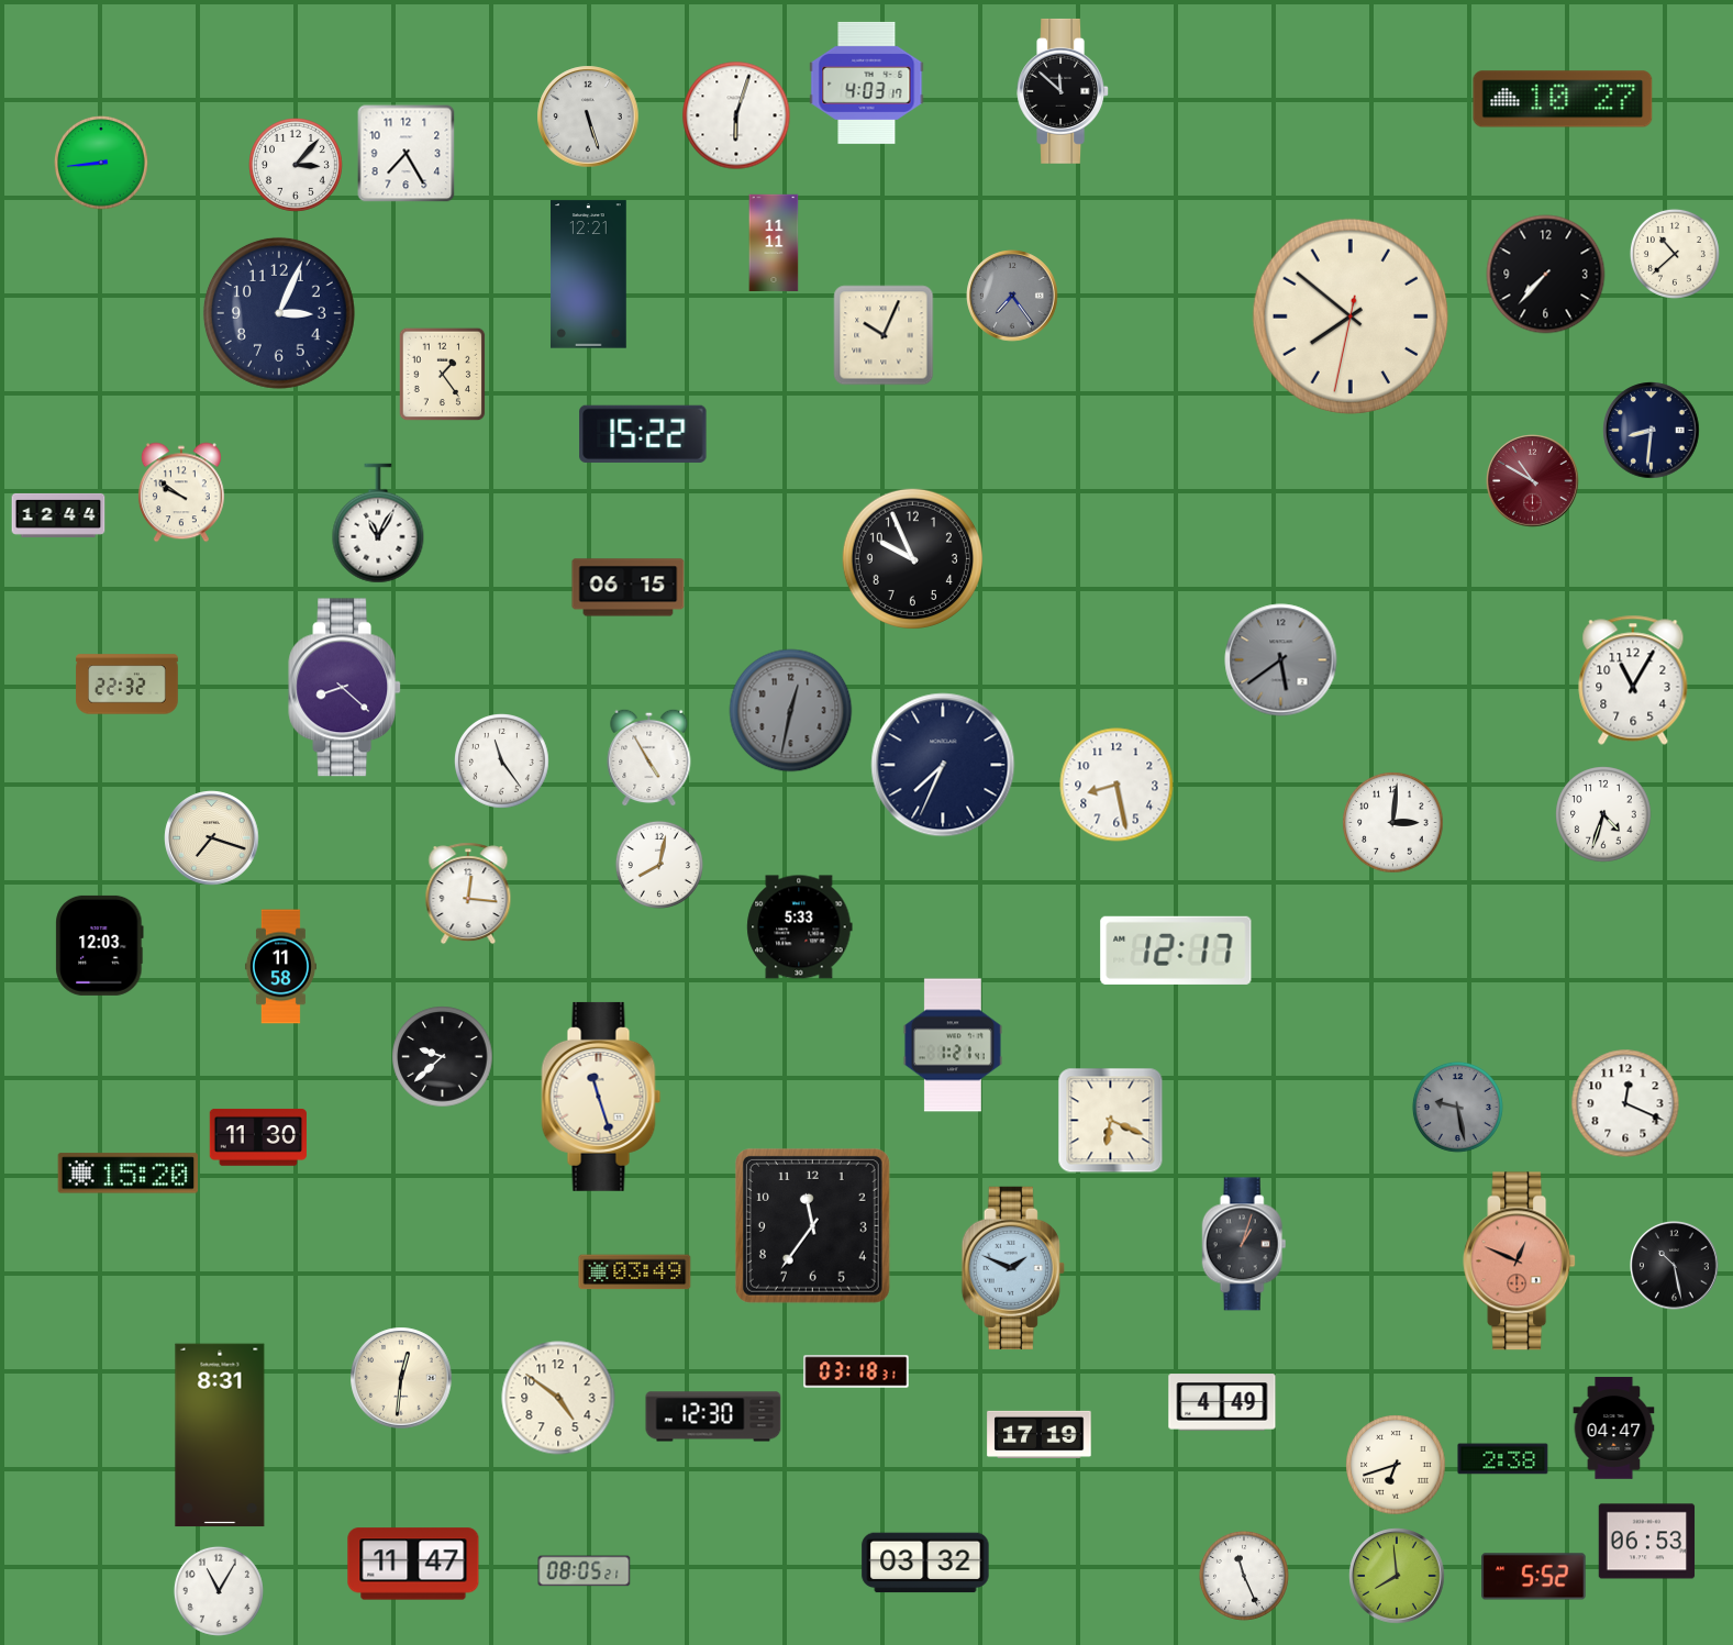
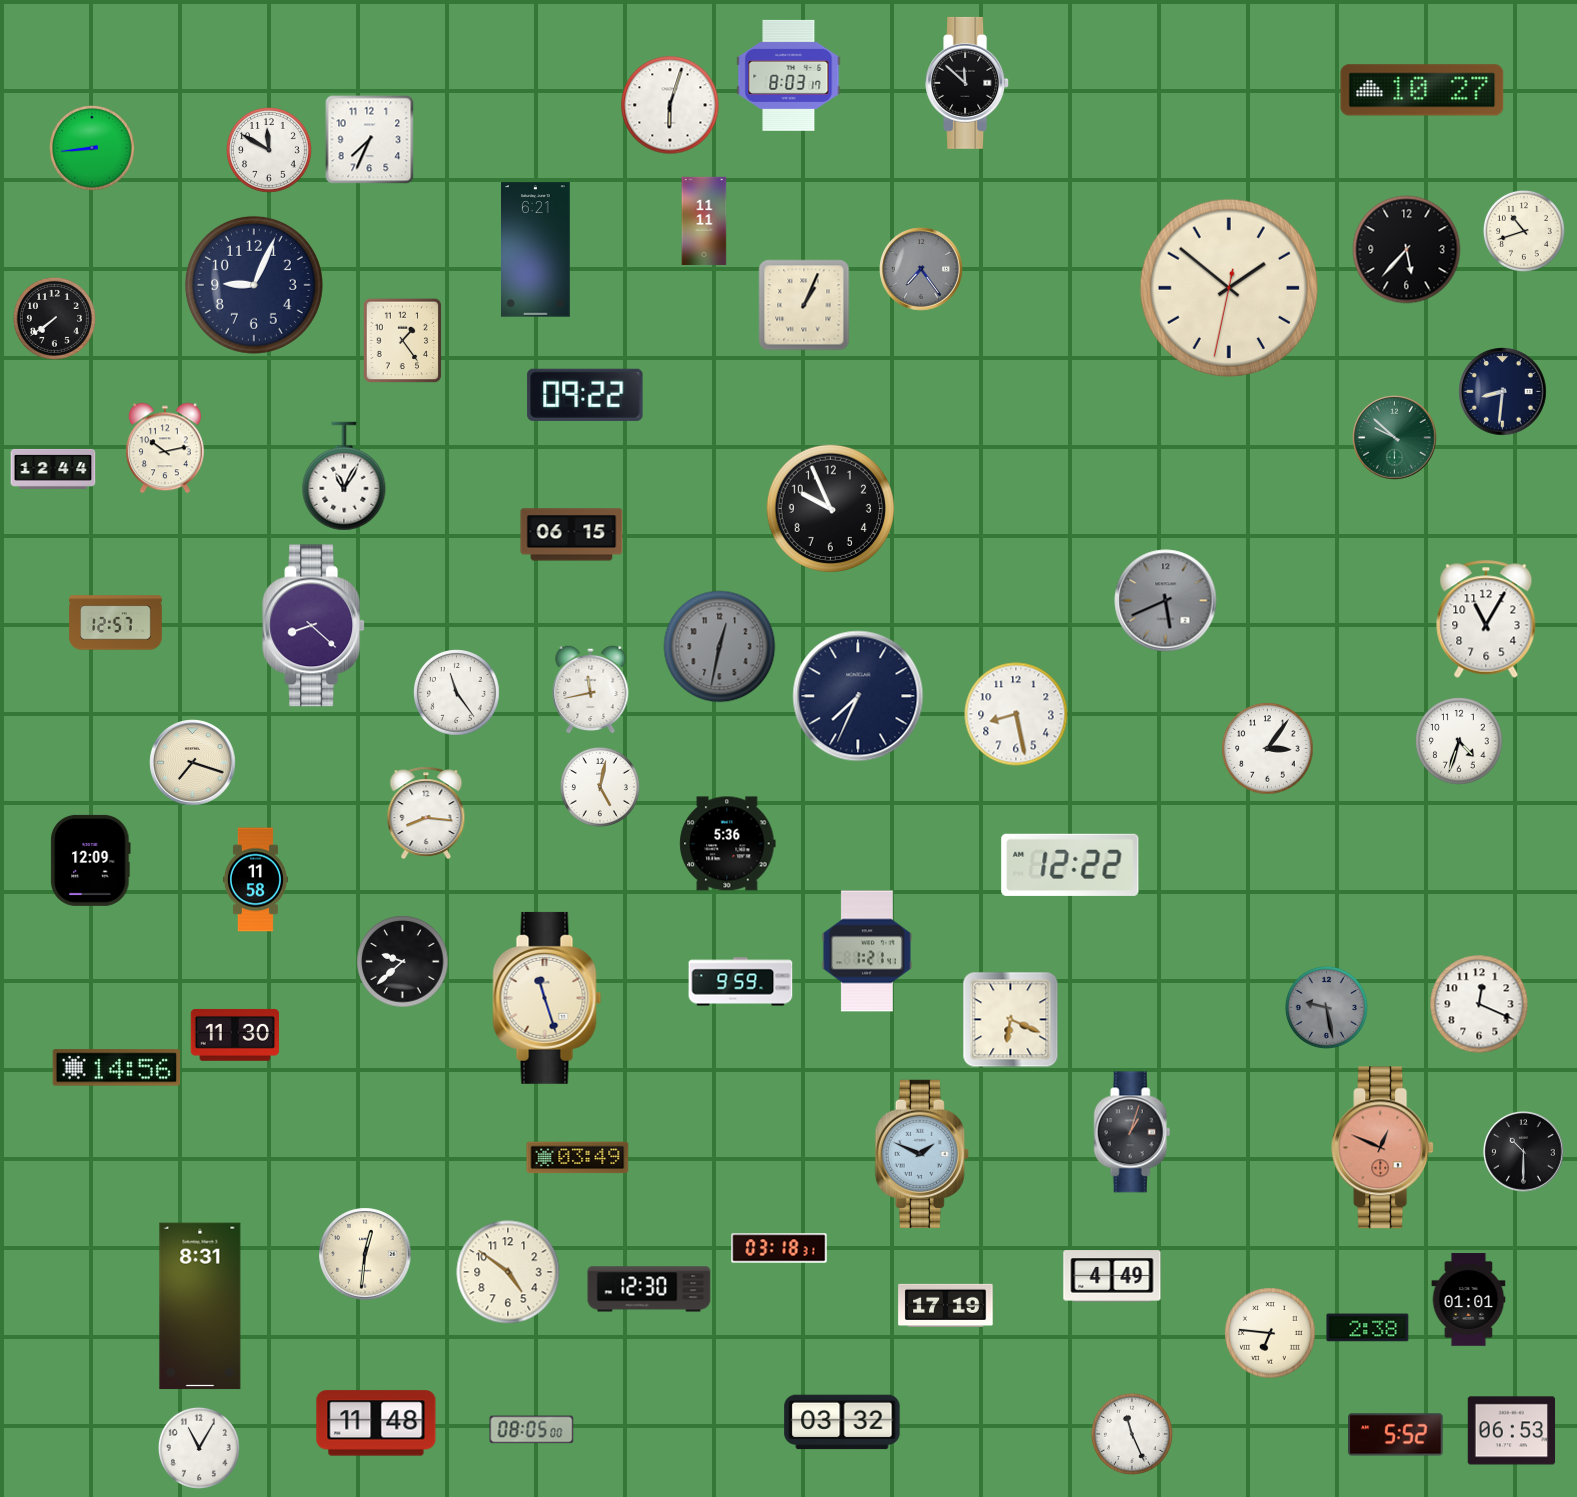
clock at (867, 82): 4:03 -> 8:03
clock at (588, 116): 5:27 -> none
clock at (407, 154): 7:25 -> 7:34
clock at (297, 166): 3:07 -> 11:50
clock at (1675, 254): 10:38 -> 10:42
clock at (589, 275): 12:21 -> 6:21
clock at (1546, 275): 7:37 -> 5:37
clock at (279, 313): 3:04 -> 9:04
clock at (1351, 316): 7:51 -> 1:51
clock at (884, 335): 10:04 -> 1:04
clock at (54, 318): none -> 7:39
clock at (643, 434): 15:22 -> 09:22
clock at (1533, 481): 10:50 -> 9:52
clock at (1533, 481) dial: burgundy -> green
clock at (181, 492): 9:51 -> 10:13
clock at (1281, 660): 5:39 -> 5:41
clock at (127, 685): 22:32 -> 12:57
clock at (649, 757): 4:55 -> 11:43
clock at (1393, 823): 3:01 -> 3:06
clock at (659, 865): 8:02 -> 5:02
clock at (468, 893): 12:16 -> 8:16
clock at (800, 927): 5:33 -> 5:36
clock at (100, 945): 12:03 -> 12:09
clock at (1176, 951): 12:17 -> 12:22
clock at (741, 982): none -> 9:59
clock at (127, 1174): 15:20 -> 14:56
clock at (812, 1225): 11:36 -> none
clock at (1675, 1266): 10:28 -> 10:30
clock at (1614, 1429): 04:47 -> 01:01
clock at (1396, 1465): 6:42 -> 6:46
clock at (1647, 1542) position: (1647, 1542) -> (1512, 1431)
clock at (413, 1564): 11:47 -> 11:48
clock at (585, 1571): 08:05:21 -> 08:05:00
clock at (1397, 1576): 7:59 -> none
